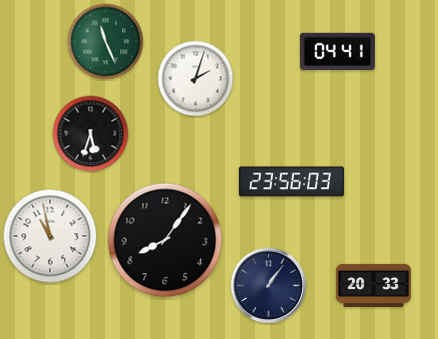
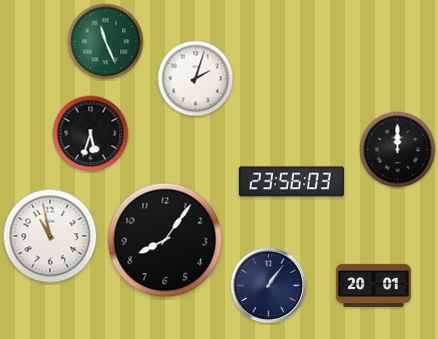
clock at (337, 51): 04:41 -> none
clock at (398, 150): none -> 12:00
clock at (373, 285): 20:33 -> 20:01
